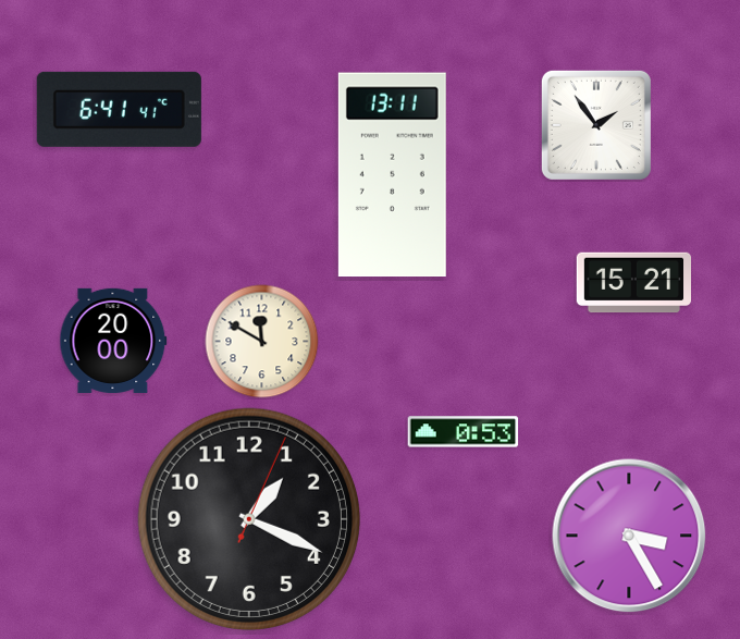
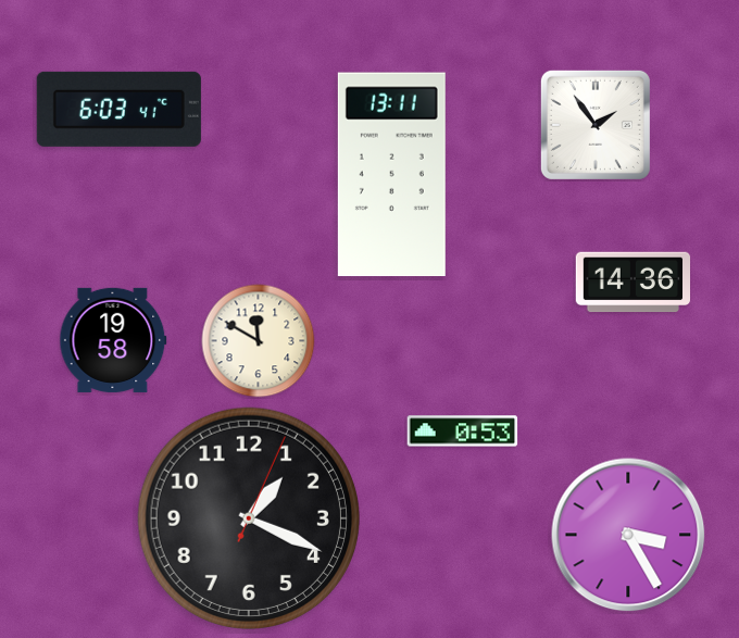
clock at (119, 109): 6:41 -> 6:03
clock at (633, 283): 15:21 -> 14:36
clock at (113, 341): 20:00 -> 19:58
clock at (262, 342) position: (262, 342) -> (259, 341)
